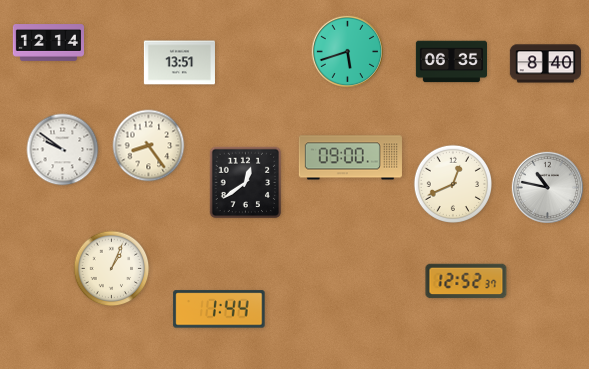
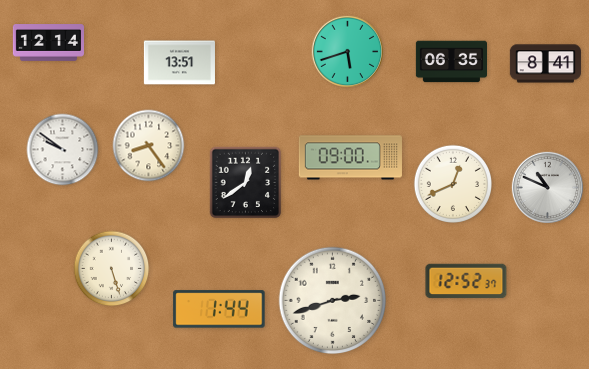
clock at (545, 64): 8:40 -> 8:41
clock at (547, 187): 10:47 -> 10:49
clock at (112, 269): 1:04 -> 5:27
clock at (333, 301): none -> 2:42
